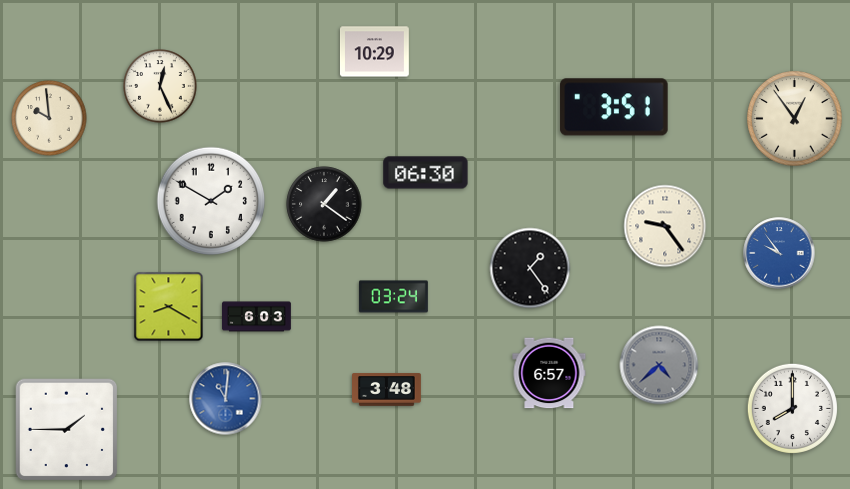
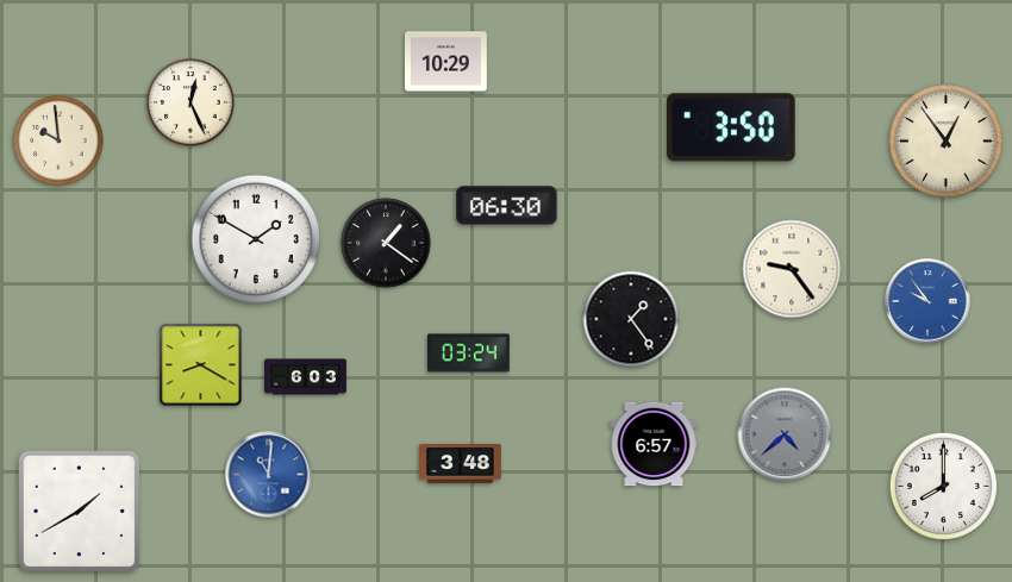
clock at (614, 107): 3:51 -> 3:50
clock at (211, 201) position: (211, 201) -> (256, 239)
clock at (67, 430): 1:45 -> 1:40
